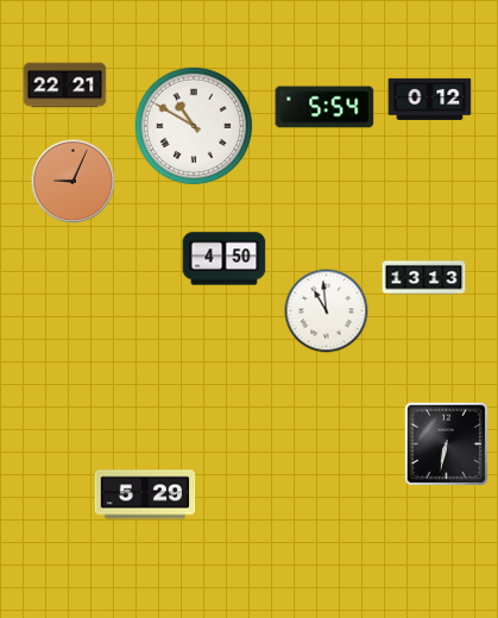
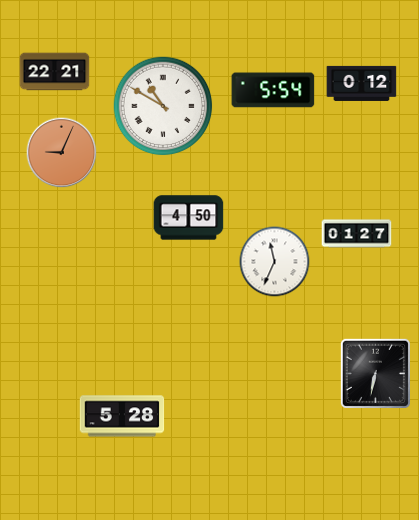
clock at (424, 278): 13:13 -> 01:27
clock at (327, 311): 10:59 -> 11:34
clock at (145, 494): 5:29 -> 5:28
